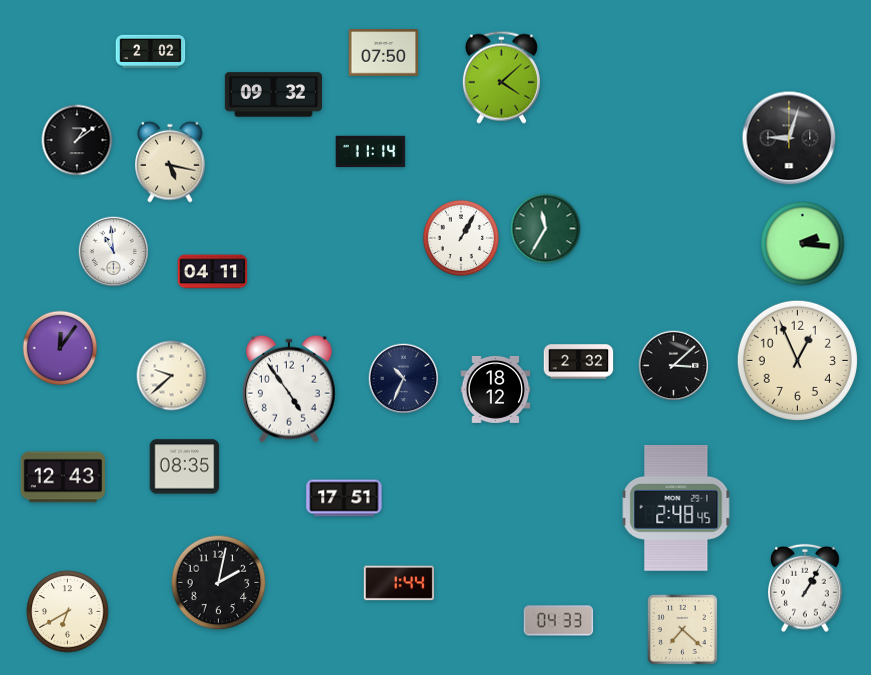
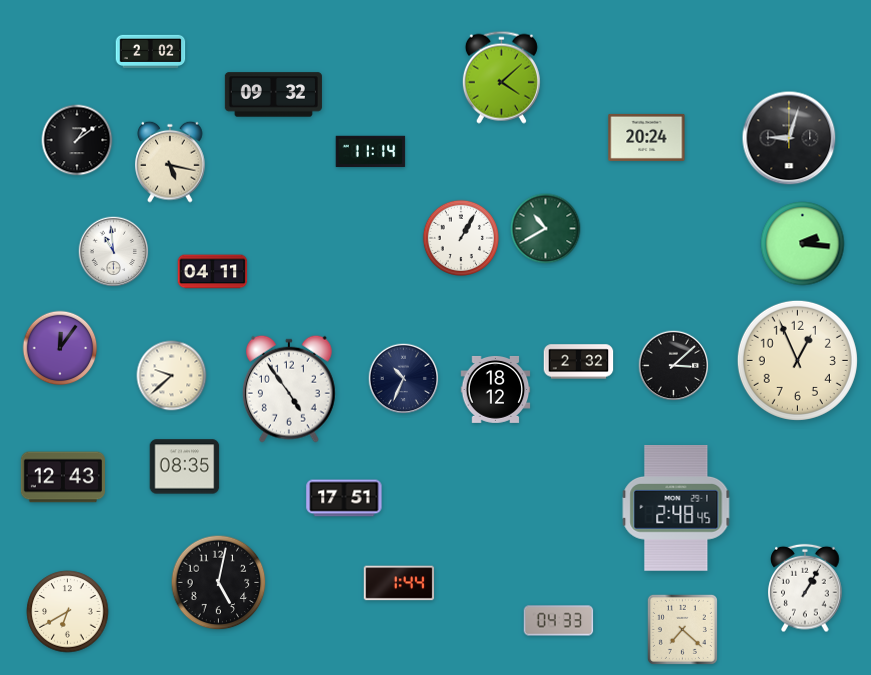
clock at (384, 53): 07:50 -> none
clock at (647, 137): none -> 20:24
clock at (546, 229): 11:35 -> 10:40
clock at (219, 583): 2:02 -> 5:02
